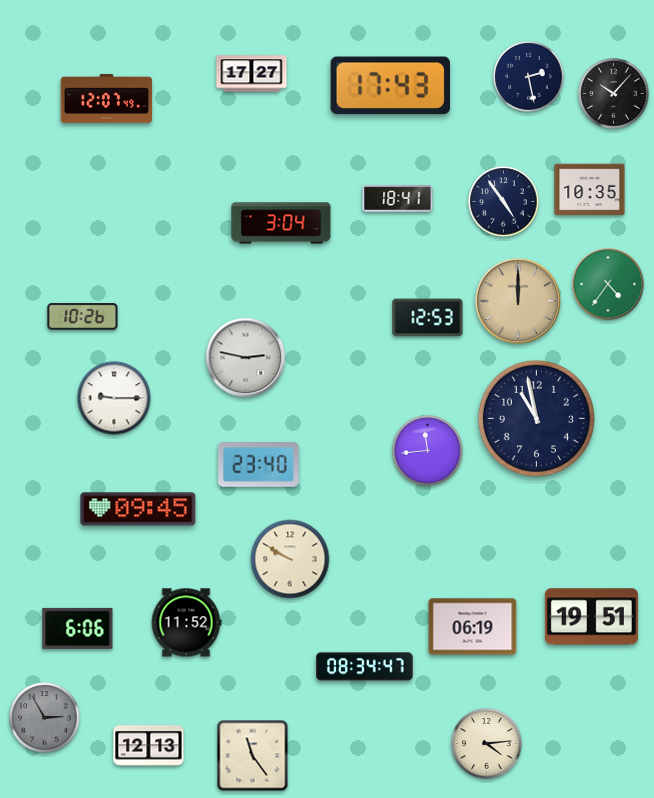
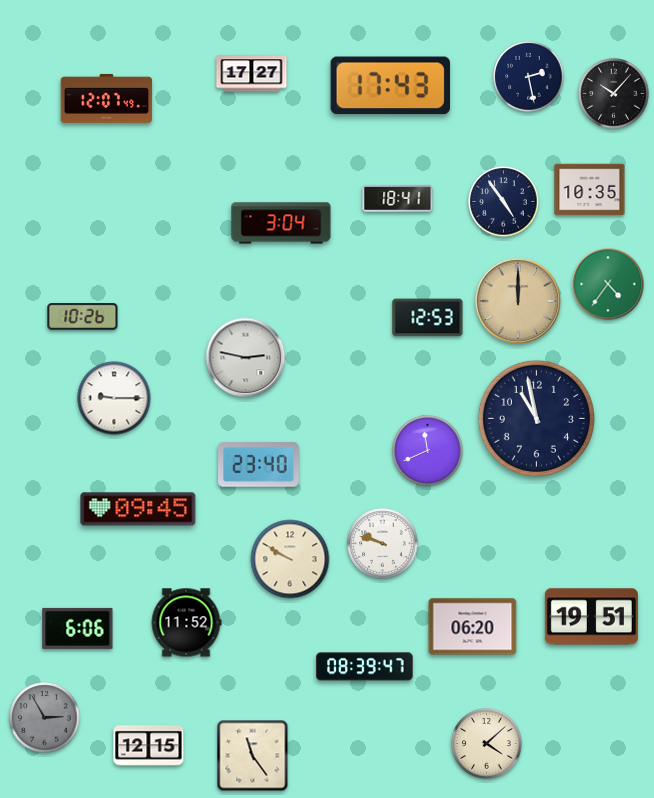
clock at (428, 451): 11:44 -> 11:41
clock at (383, 544): none -> 9:48
clock at (473, 627): 06:19 -> 06:20
clock at (365, 667): 08:34 -> 08:39
clock at (487, 744): 4:14 -> 4:08
clock at (149, 746): 12:13 -> 12:15
